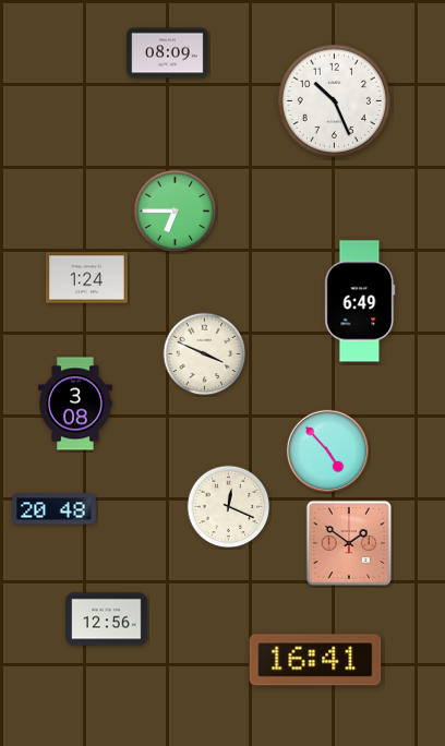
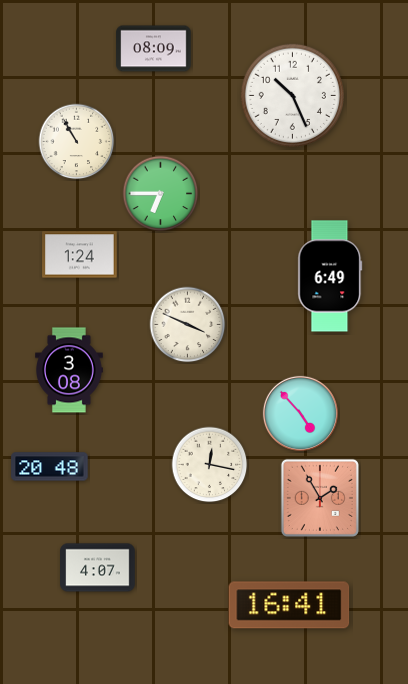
clock at (334, 100) position: (334, 100) -> (292, 95)
clock at (77, 142): none -> 10:55
clock at (229, 507): 12:19 -> 12:17
clock at (349, 543): 1:51 -> 1:55
clock at (107, 619): 12:56 -> 4:07
